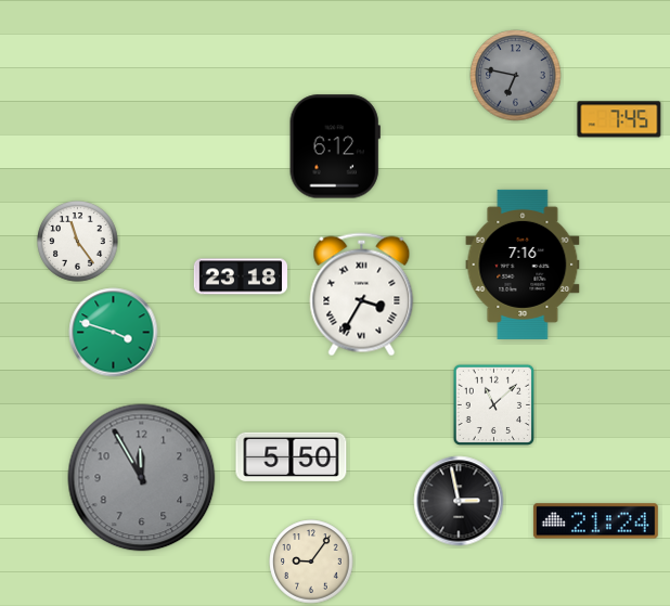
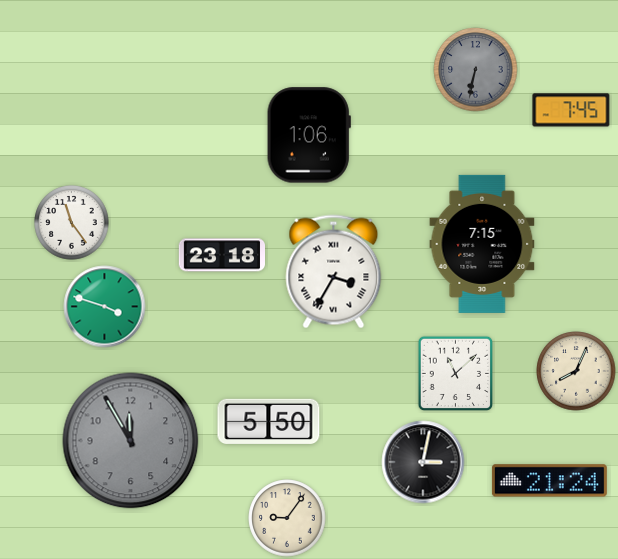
clock at (516, 76): 6:47 -> 6:32
clock at (335, 146): 6:12 -> 1:06
clock at (523, 265): 7:16 -> 7:15
clock at (576, 371): none -> 8:04
clock at (459, 501): 2:58 -> 3:02
